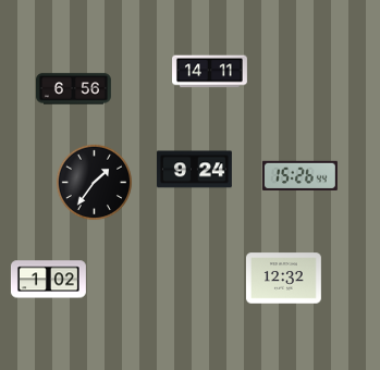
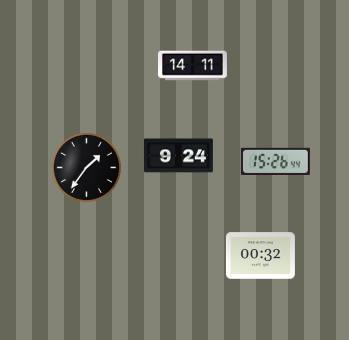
clock at (73, 89): 6:56 -> none
clock at (283, 279): 12:32 -> 00:32
clock at (48, 280): 1:02 -> none
